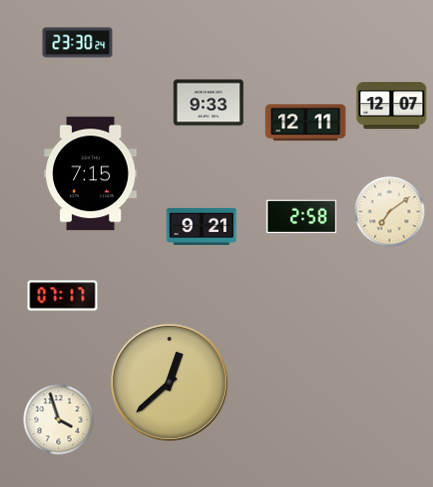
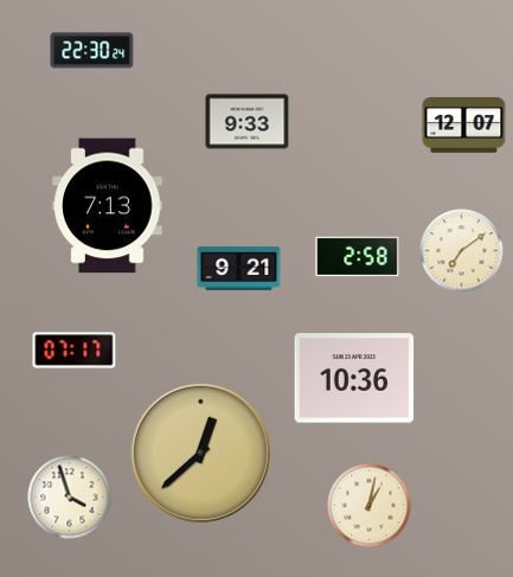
clock at (78, 43): 23:30 -> 22:30
clock at (306, 123): 12:11 -> none
clock at (91, 174): 7:15 -> 7:13
clock at (354, 378): none -> 10:36
clock at (370, 506): none -> 1:02
